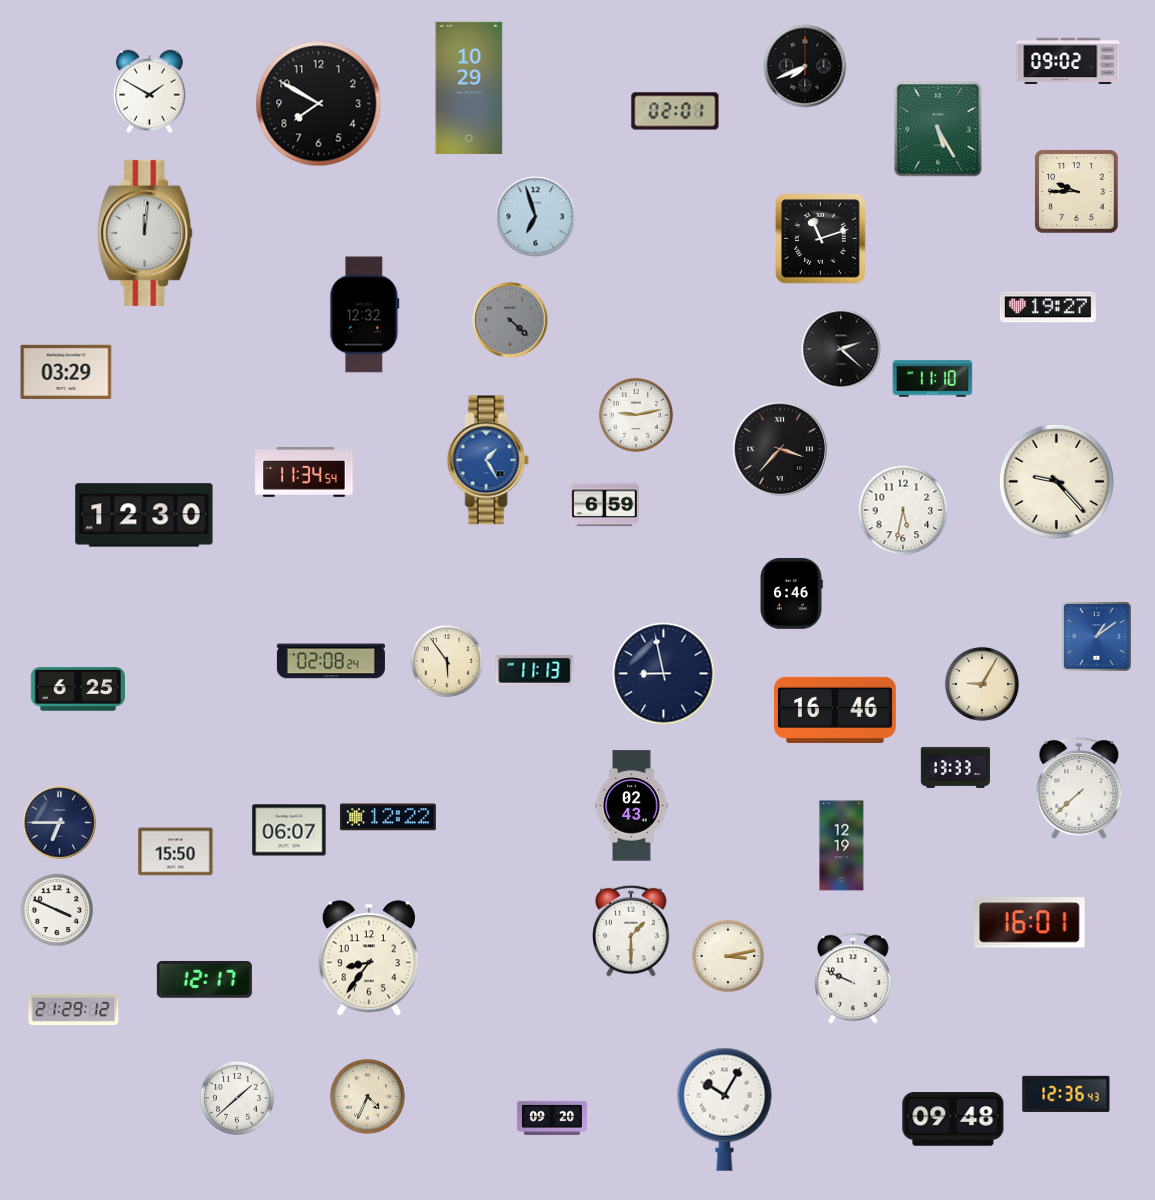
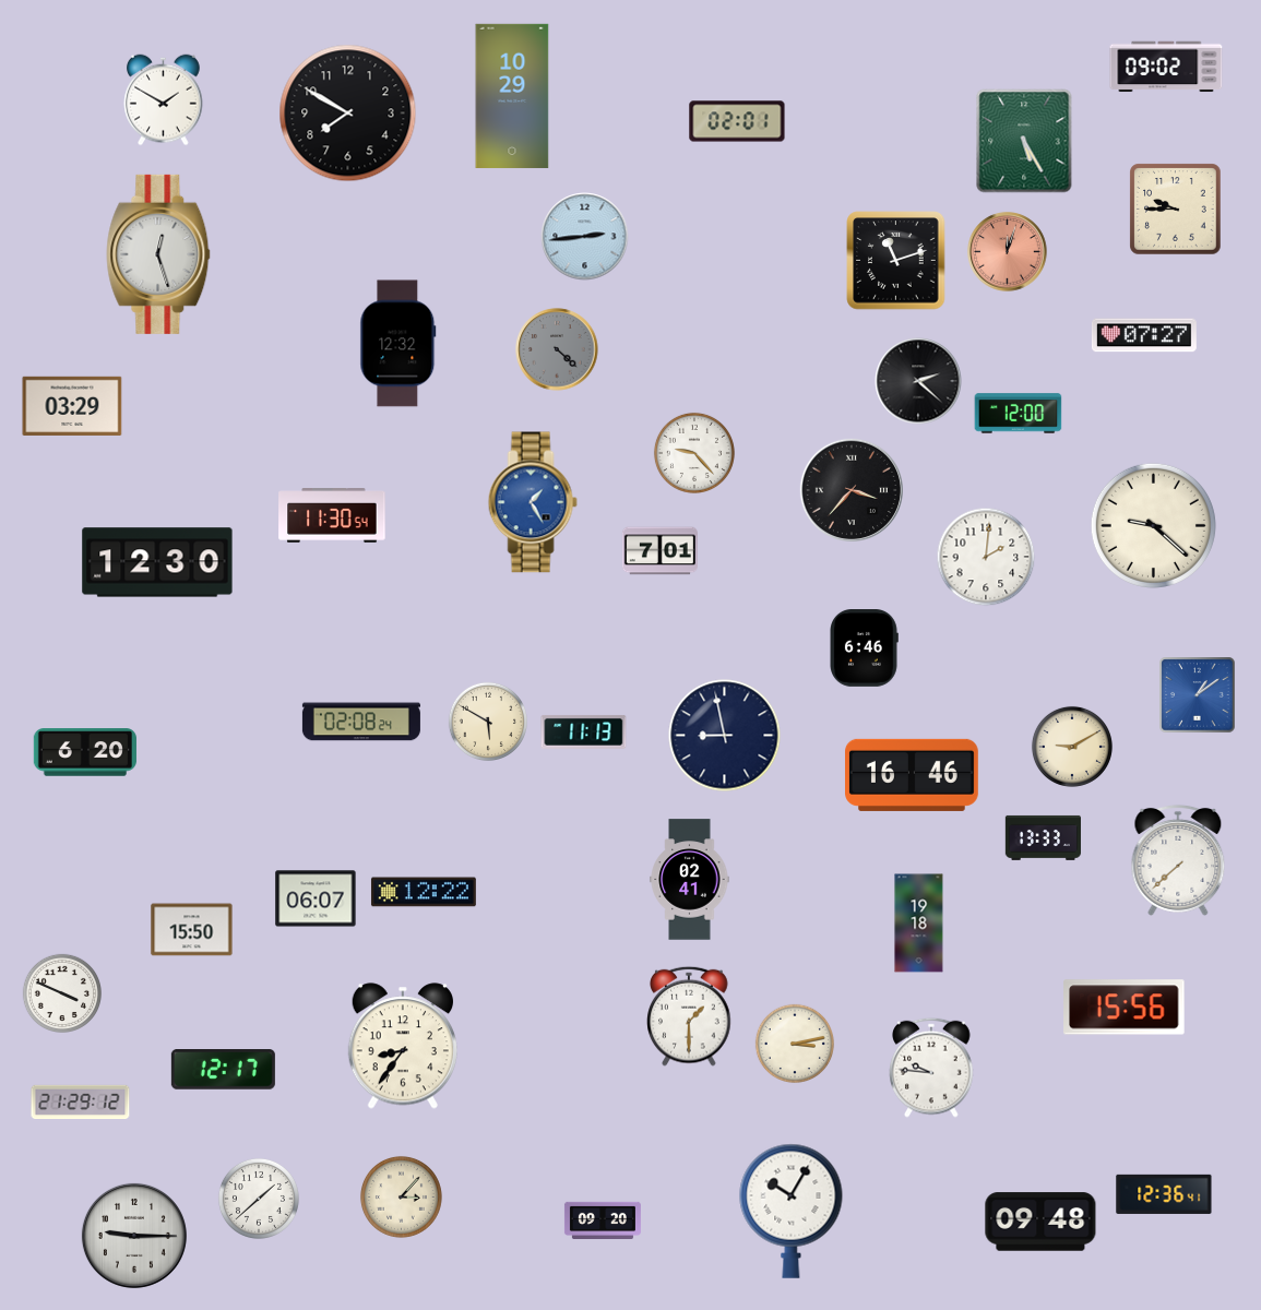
clock at (805, 66): 7:41 -> none
clock at (536, 217): 6:57 -> 2:44
clock at (1008, 252): none -> 12:03
clock at (145, 233): 12:01 -> 12:27
clock at (1048, 307): 19:27 -> 07:27
clock at (933, 379): 11:10 -> 12:00
clock at (636, 415): 9:13 -> 9:23
clock at (304, 473): 11:34 -> 11:30
clock at (1056, 481): 9:23 -> 9:22
clock at (604, 505): 6:59 -> 7:01
clock at (903, 510): 5:32 -> 2:01
clock at (446, 660): 5:54 -> 5:50
clock at (982, 684): 9:05 -> 9:10
clock at (78, 689): 6:25 -> 6:20
clock at (632, 806): 02:43 -> 02:41
clock at (60, 823): 6:45 -> none
clock at (289, 830) position: (289, 830) -> (316, 898)
clock at (842, 846): 12:19 -> 19:18
clock at (1030, 923): 16:01 -> 15:56
clock at (853, 978): 9:49 -> 9:46
clock at (1066, 1094): 12:36:43 -> 12:36:41
clock at (367, 1096): 4:34 -> 3:07
clock at (134, 1236): none -> 9:15
